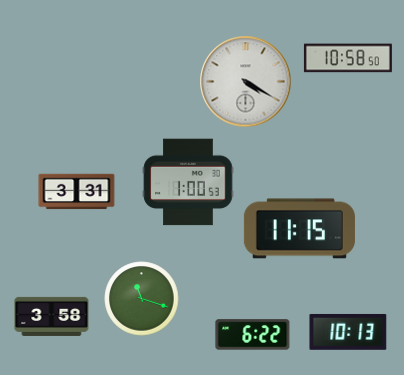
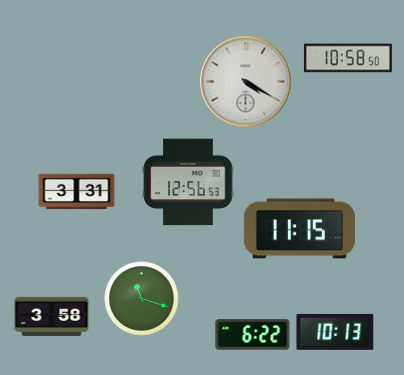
clock at (188, 182): 1:00 -> 12:56
clock at (348, 332) position: (348, 332) -> (335, 332)
